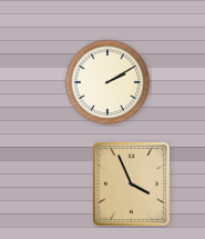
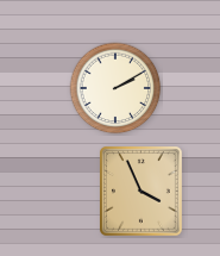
clock at (132, 185) position: (132, 185) -> (142, 192)
